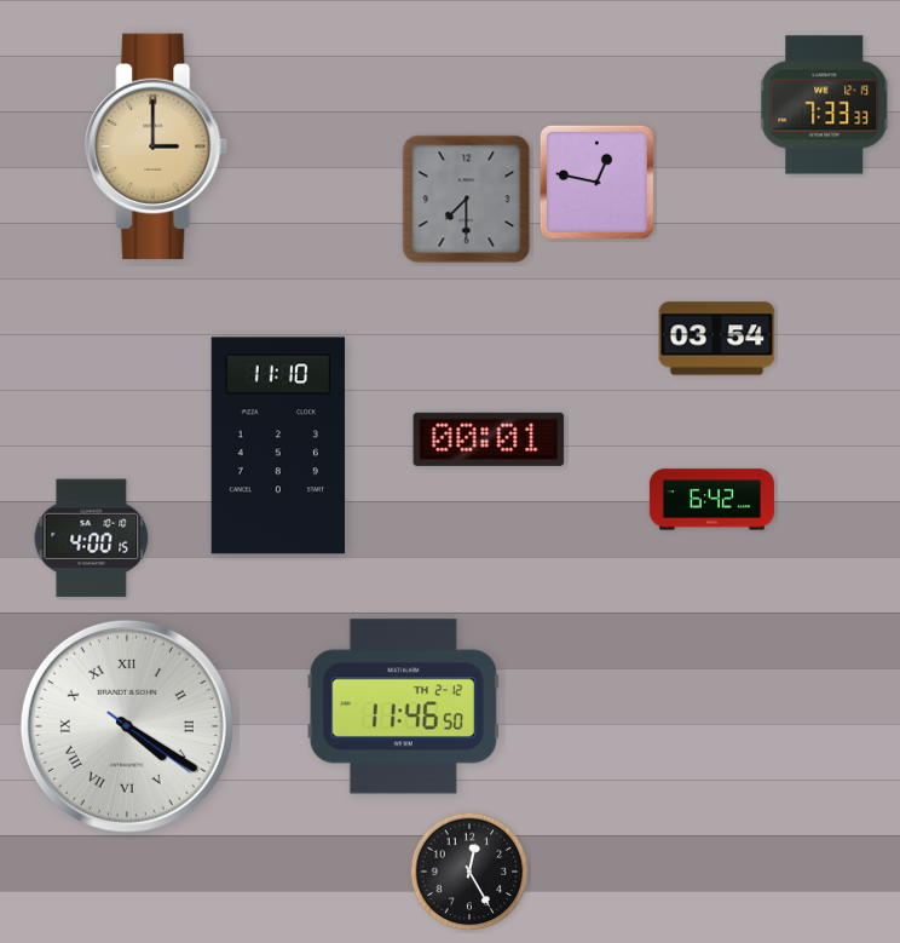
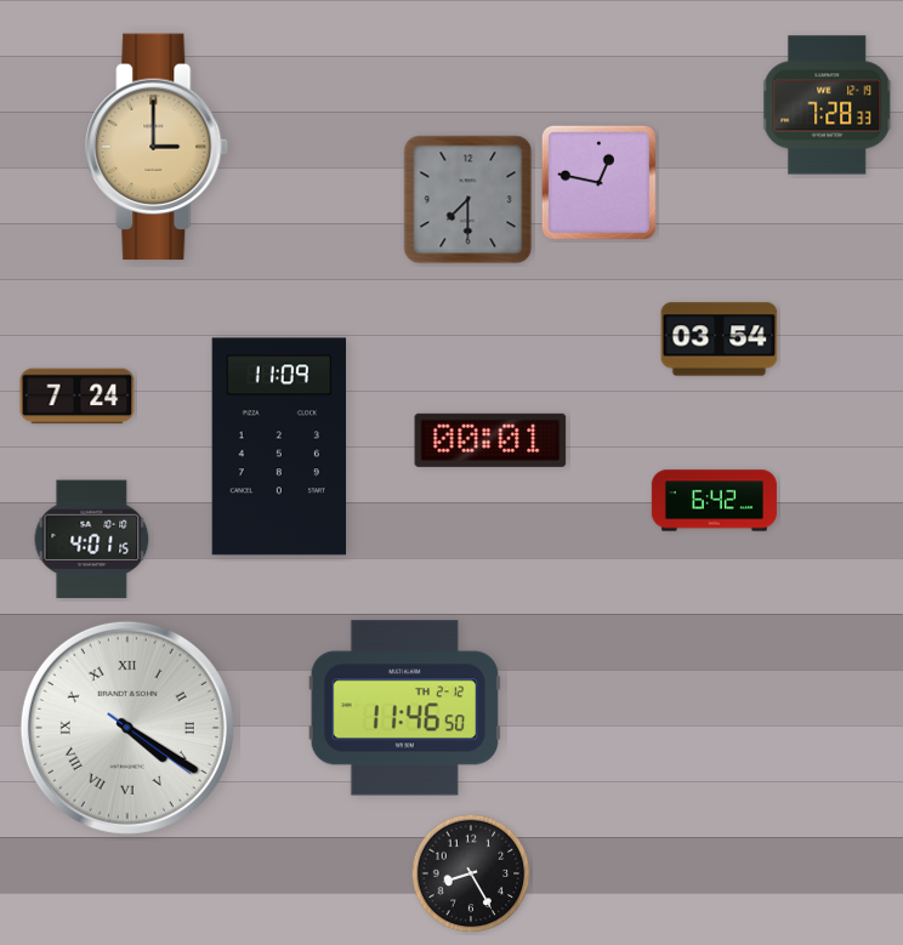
clock at (825, 105): 7:33 -> 7:28
clock at (78, 397): none -> 7:24
clock at (278, 445): 11:10 -> 11:09
clock at (92, 539): 4:00 -> 4:01
clock at (469, 872): 12:25 -> 8:25
